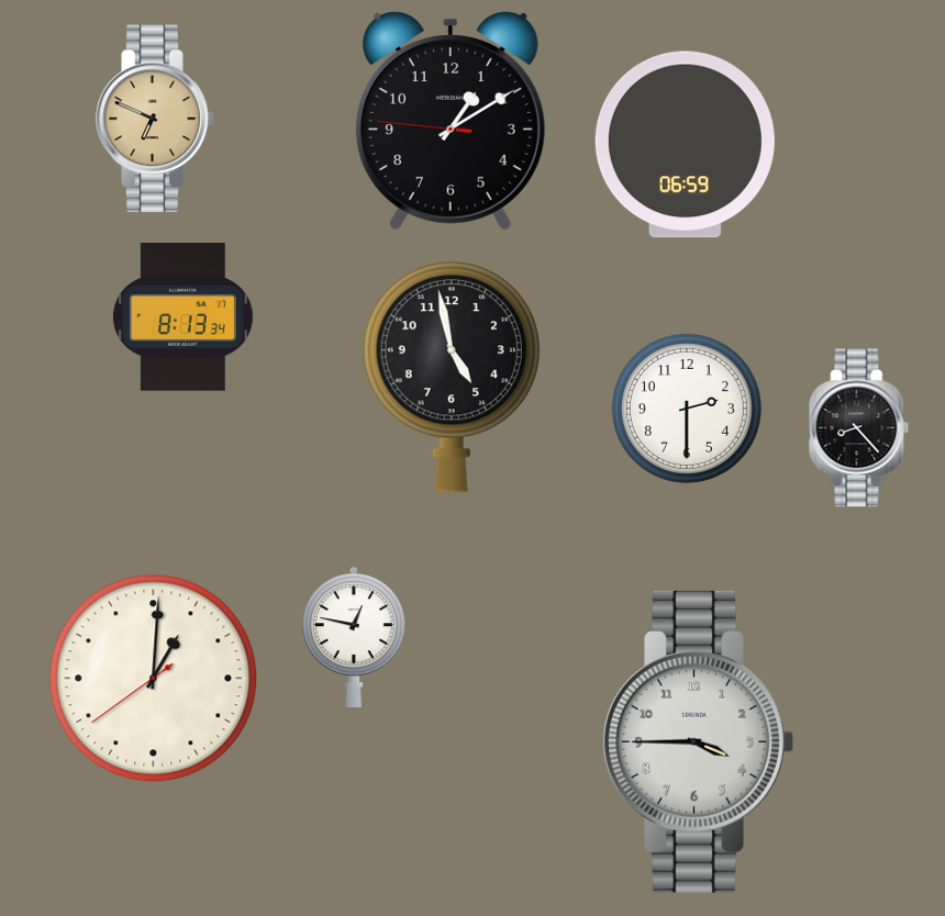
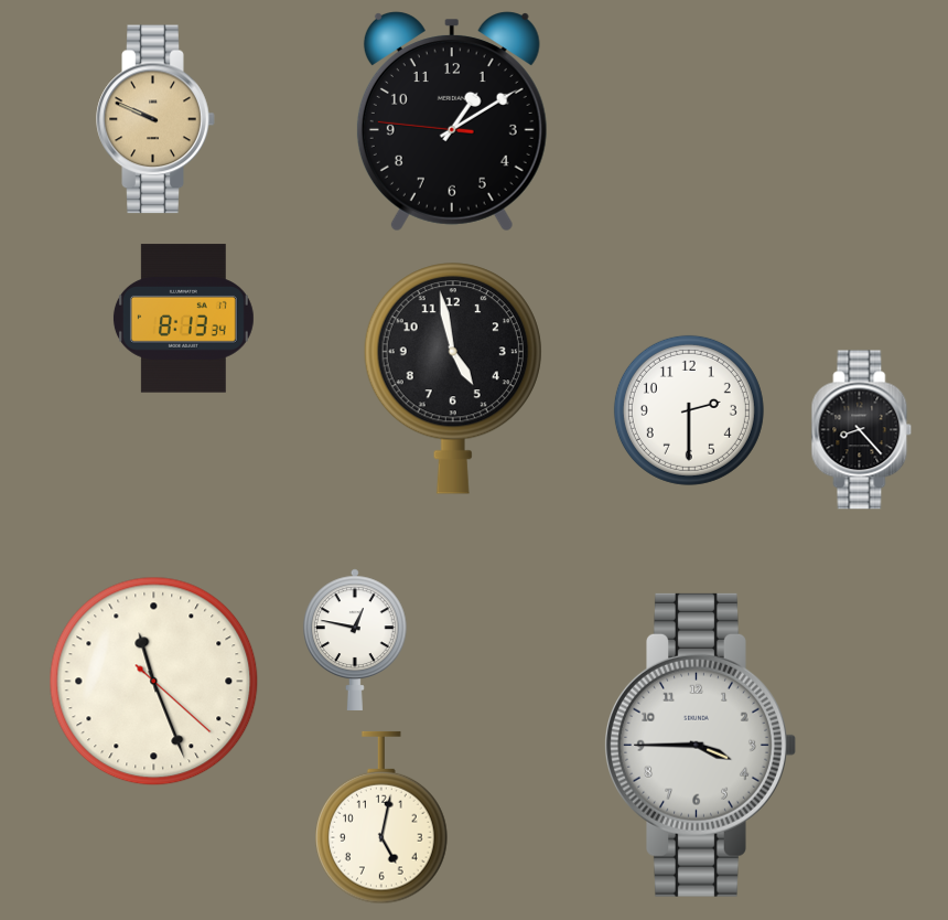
clock at (155, 119): 6:49 -> 9:49
clock at (685, 145): 06:59 -> none
clock at (154, 679): 1:00 -> 11:26
clock at (383, 817): none -> 5:02
